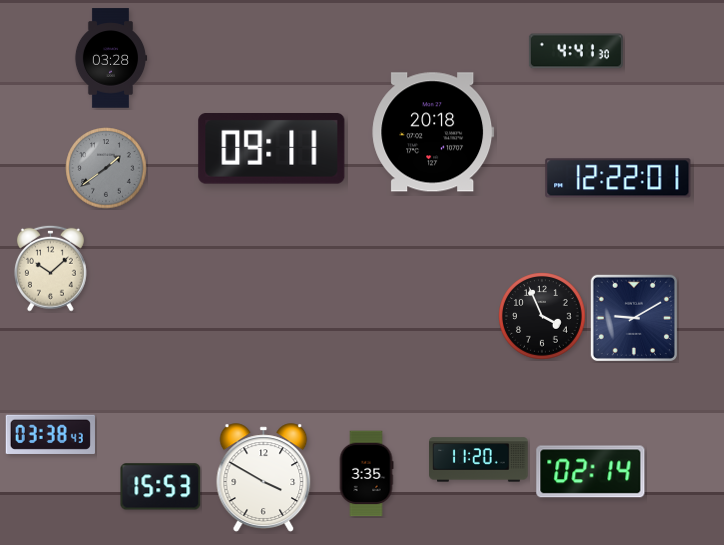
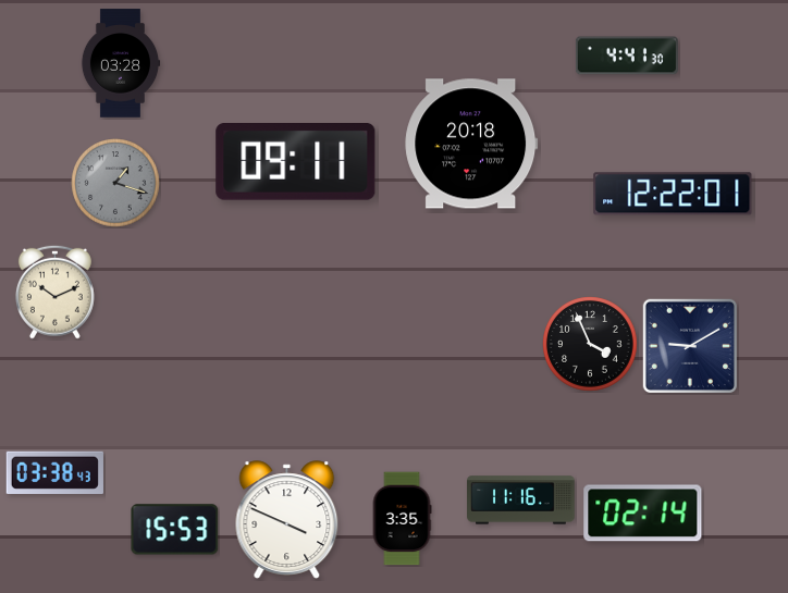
clock at (106, 168): 1:39 -> 1:18
clock at (50, 268): 10:08 -> 10:11
clock at (479, 460): 11:20 -> 11:16
clock at (366, 474) position: (366, 474) -> (402, 519)
clock at (264, 478): 3:50 -> 3:49
